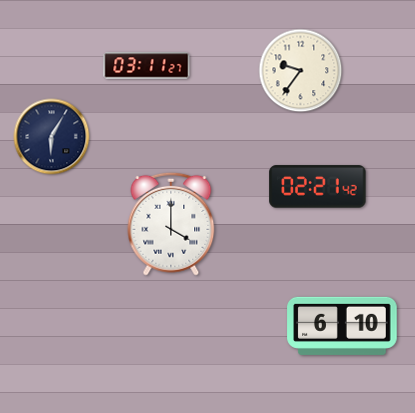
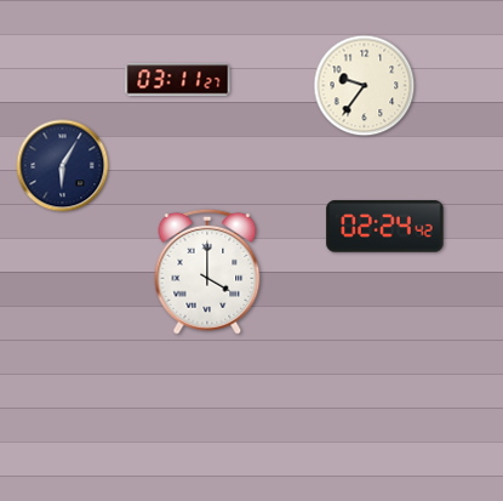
clock at (318, 187): 02:21 -> 02:24
clock at (342, 326): 6:10 -> none
